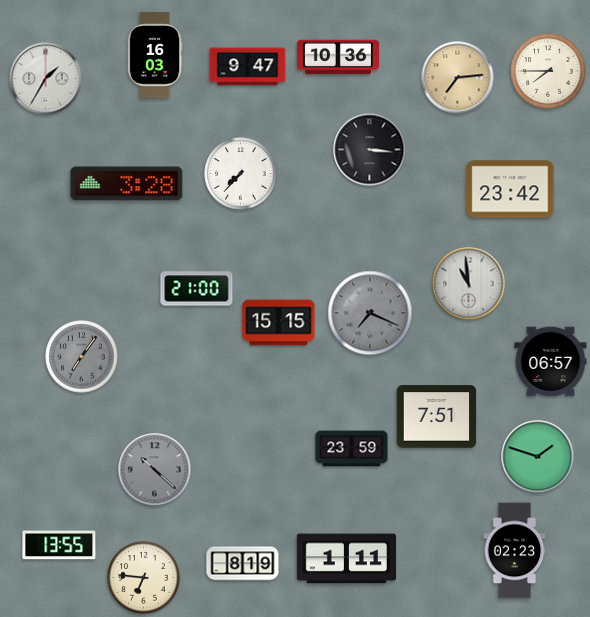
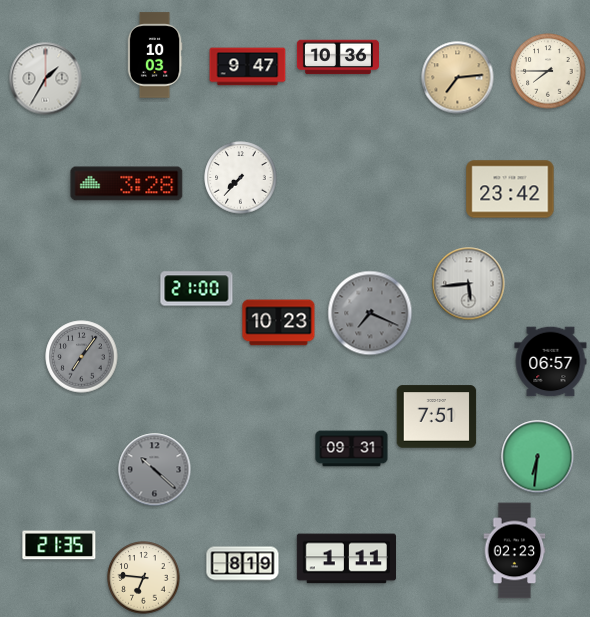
clock at (155, 55): 16:03 -> 10:03
clock at (370, 150): 3:16 -> none
clock at (241, 174) position: (241, 174) -> (241, 178)
clock at (469, 284): 10:59 -> 5:44
clock at (279, 323): 15:15 -> 10:23
clock at (352, 449): 23:59 -> 09:31
clock at (538, 457): 1:48 -> 6:31
clock at (59, 545): 13:55 -> 21:35
